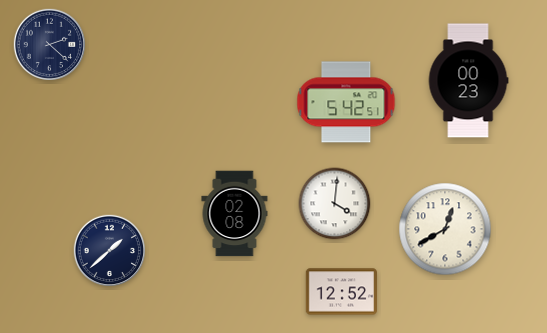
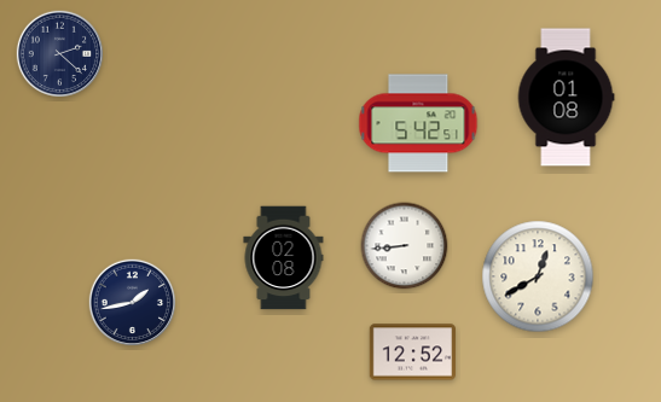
clock at (468, 81): 00:23 -> 01:08
clock at (335, 204): 4:01 -> 8:44
clock at (110, 251): 1:38 -> 1:43
